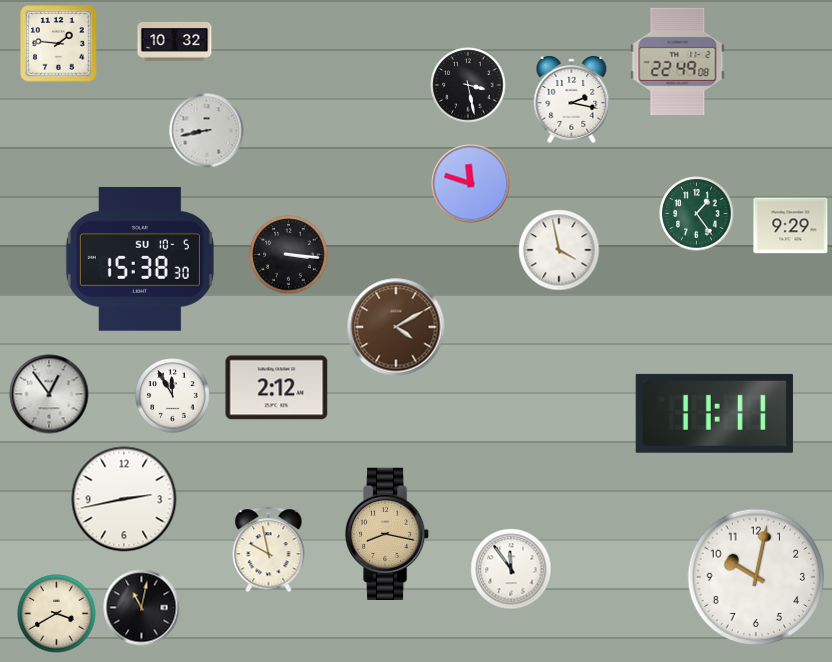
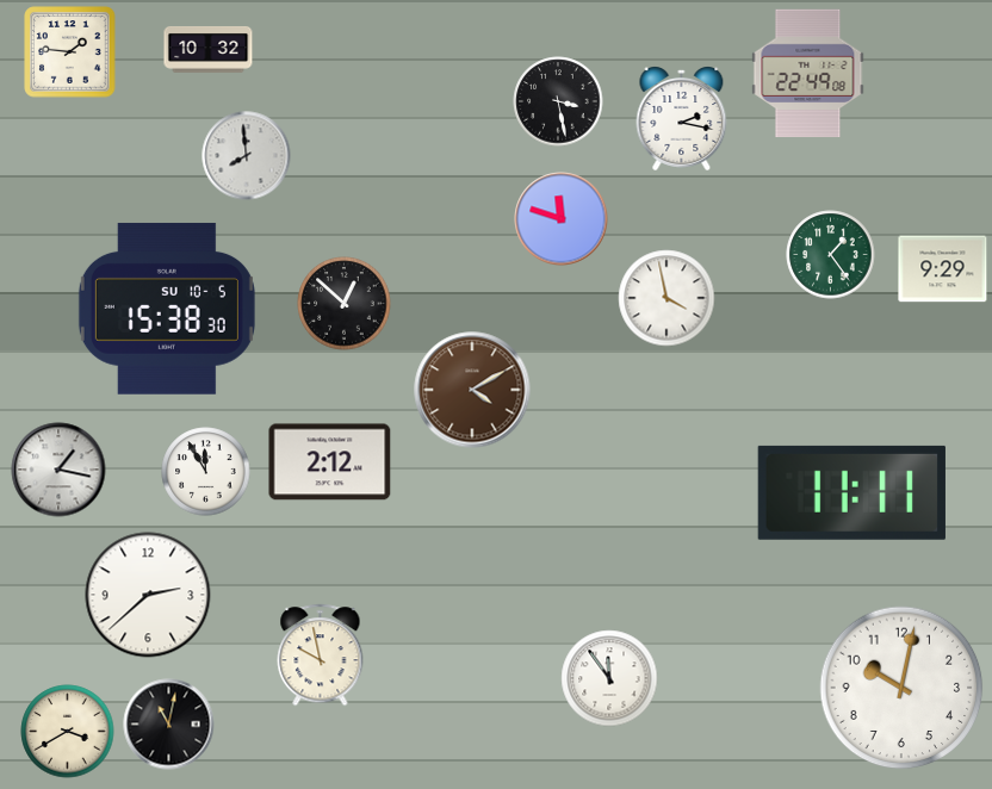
clock at (207, 131): 8:43 -> 7:59
clock at (289, 255): 3:16 -> 12:52
clock at (49, 394): 12:54 -> 1:17
clock at (124, 499): 2:43 -> 2:38
clock at (387, 533): 8:17 -> none
